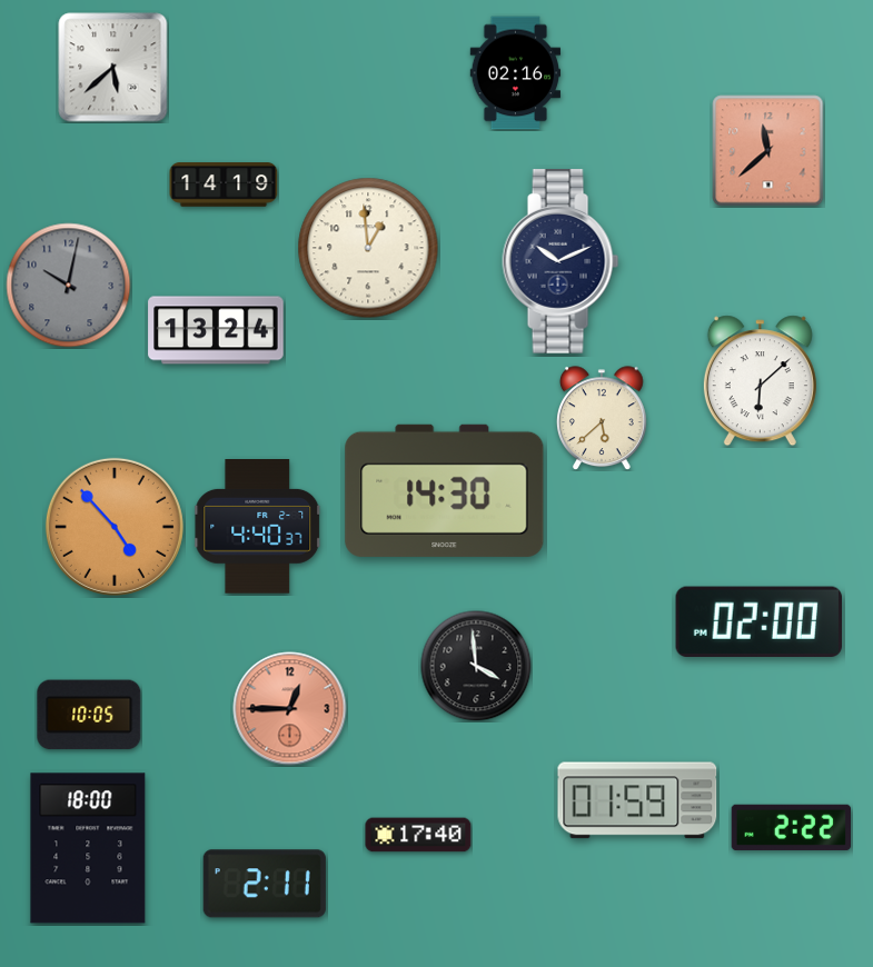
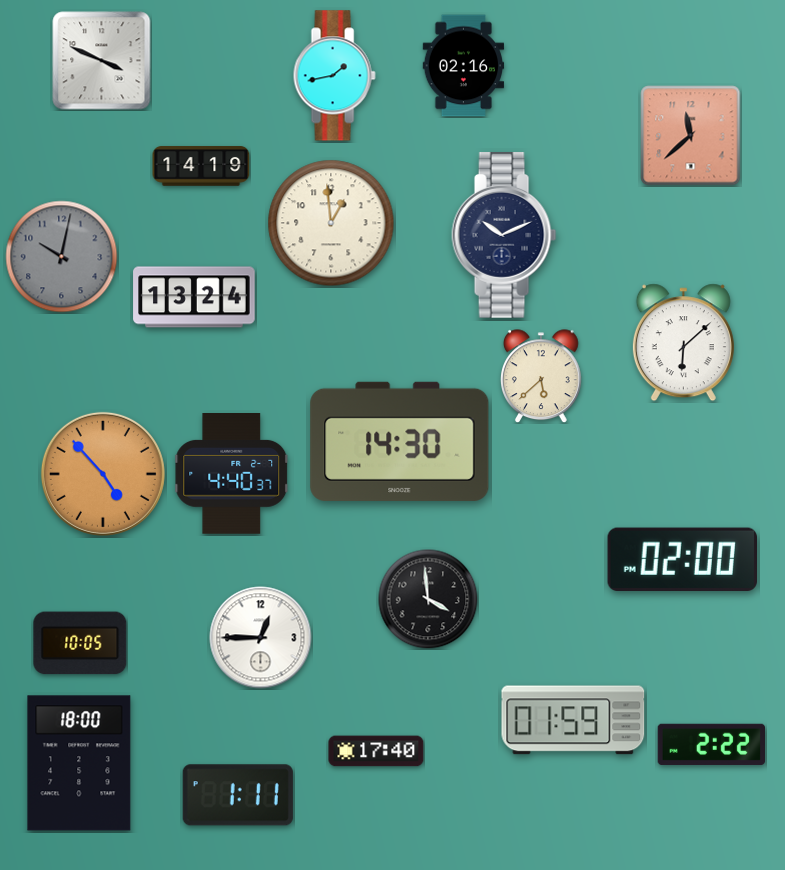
clock at (113, 68): 5:38 -> 3:49
clock at (334, 76): none -> 1:43
clock at (290, 709) dial: salmon -> white
clock at (265, 884): 2:11 -> 1:11
